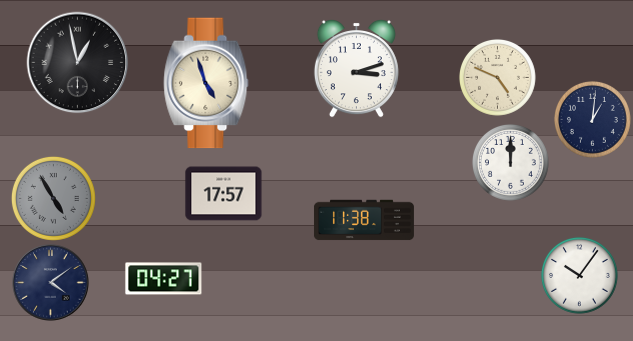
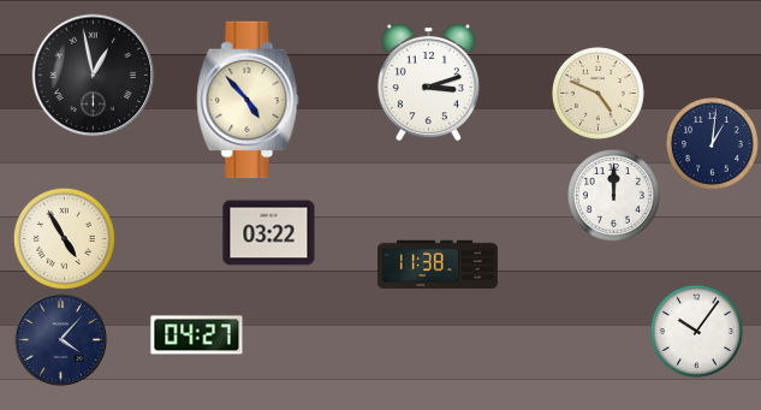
clock at (206, 83): 4:57 -> 4:53
clock at (224, 194): 17:57 -> 03:22
clock at (53, 198) dial: grey -> cream
clock at (51, 283): 4:09 -> 4:07
